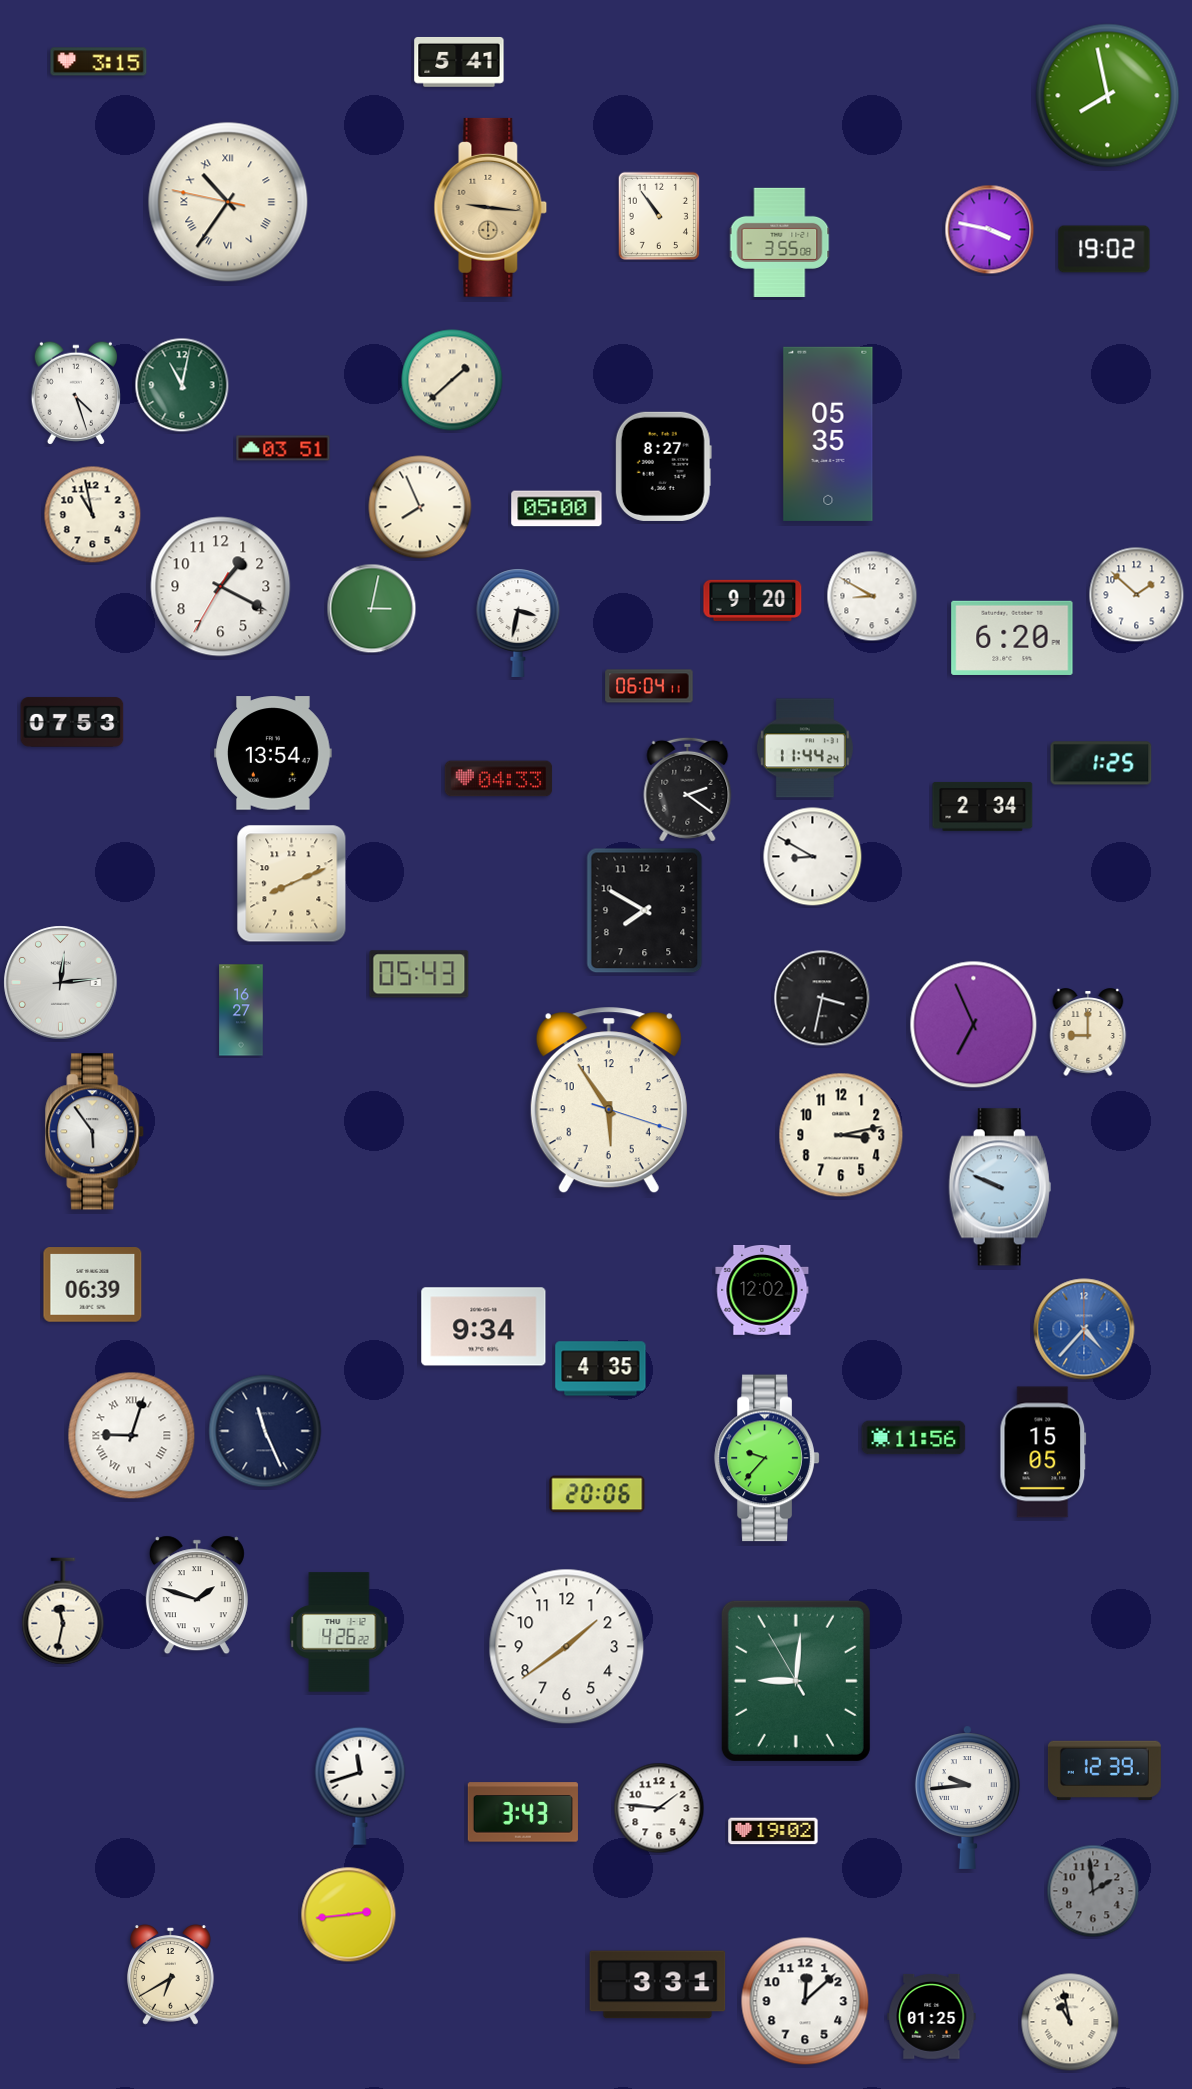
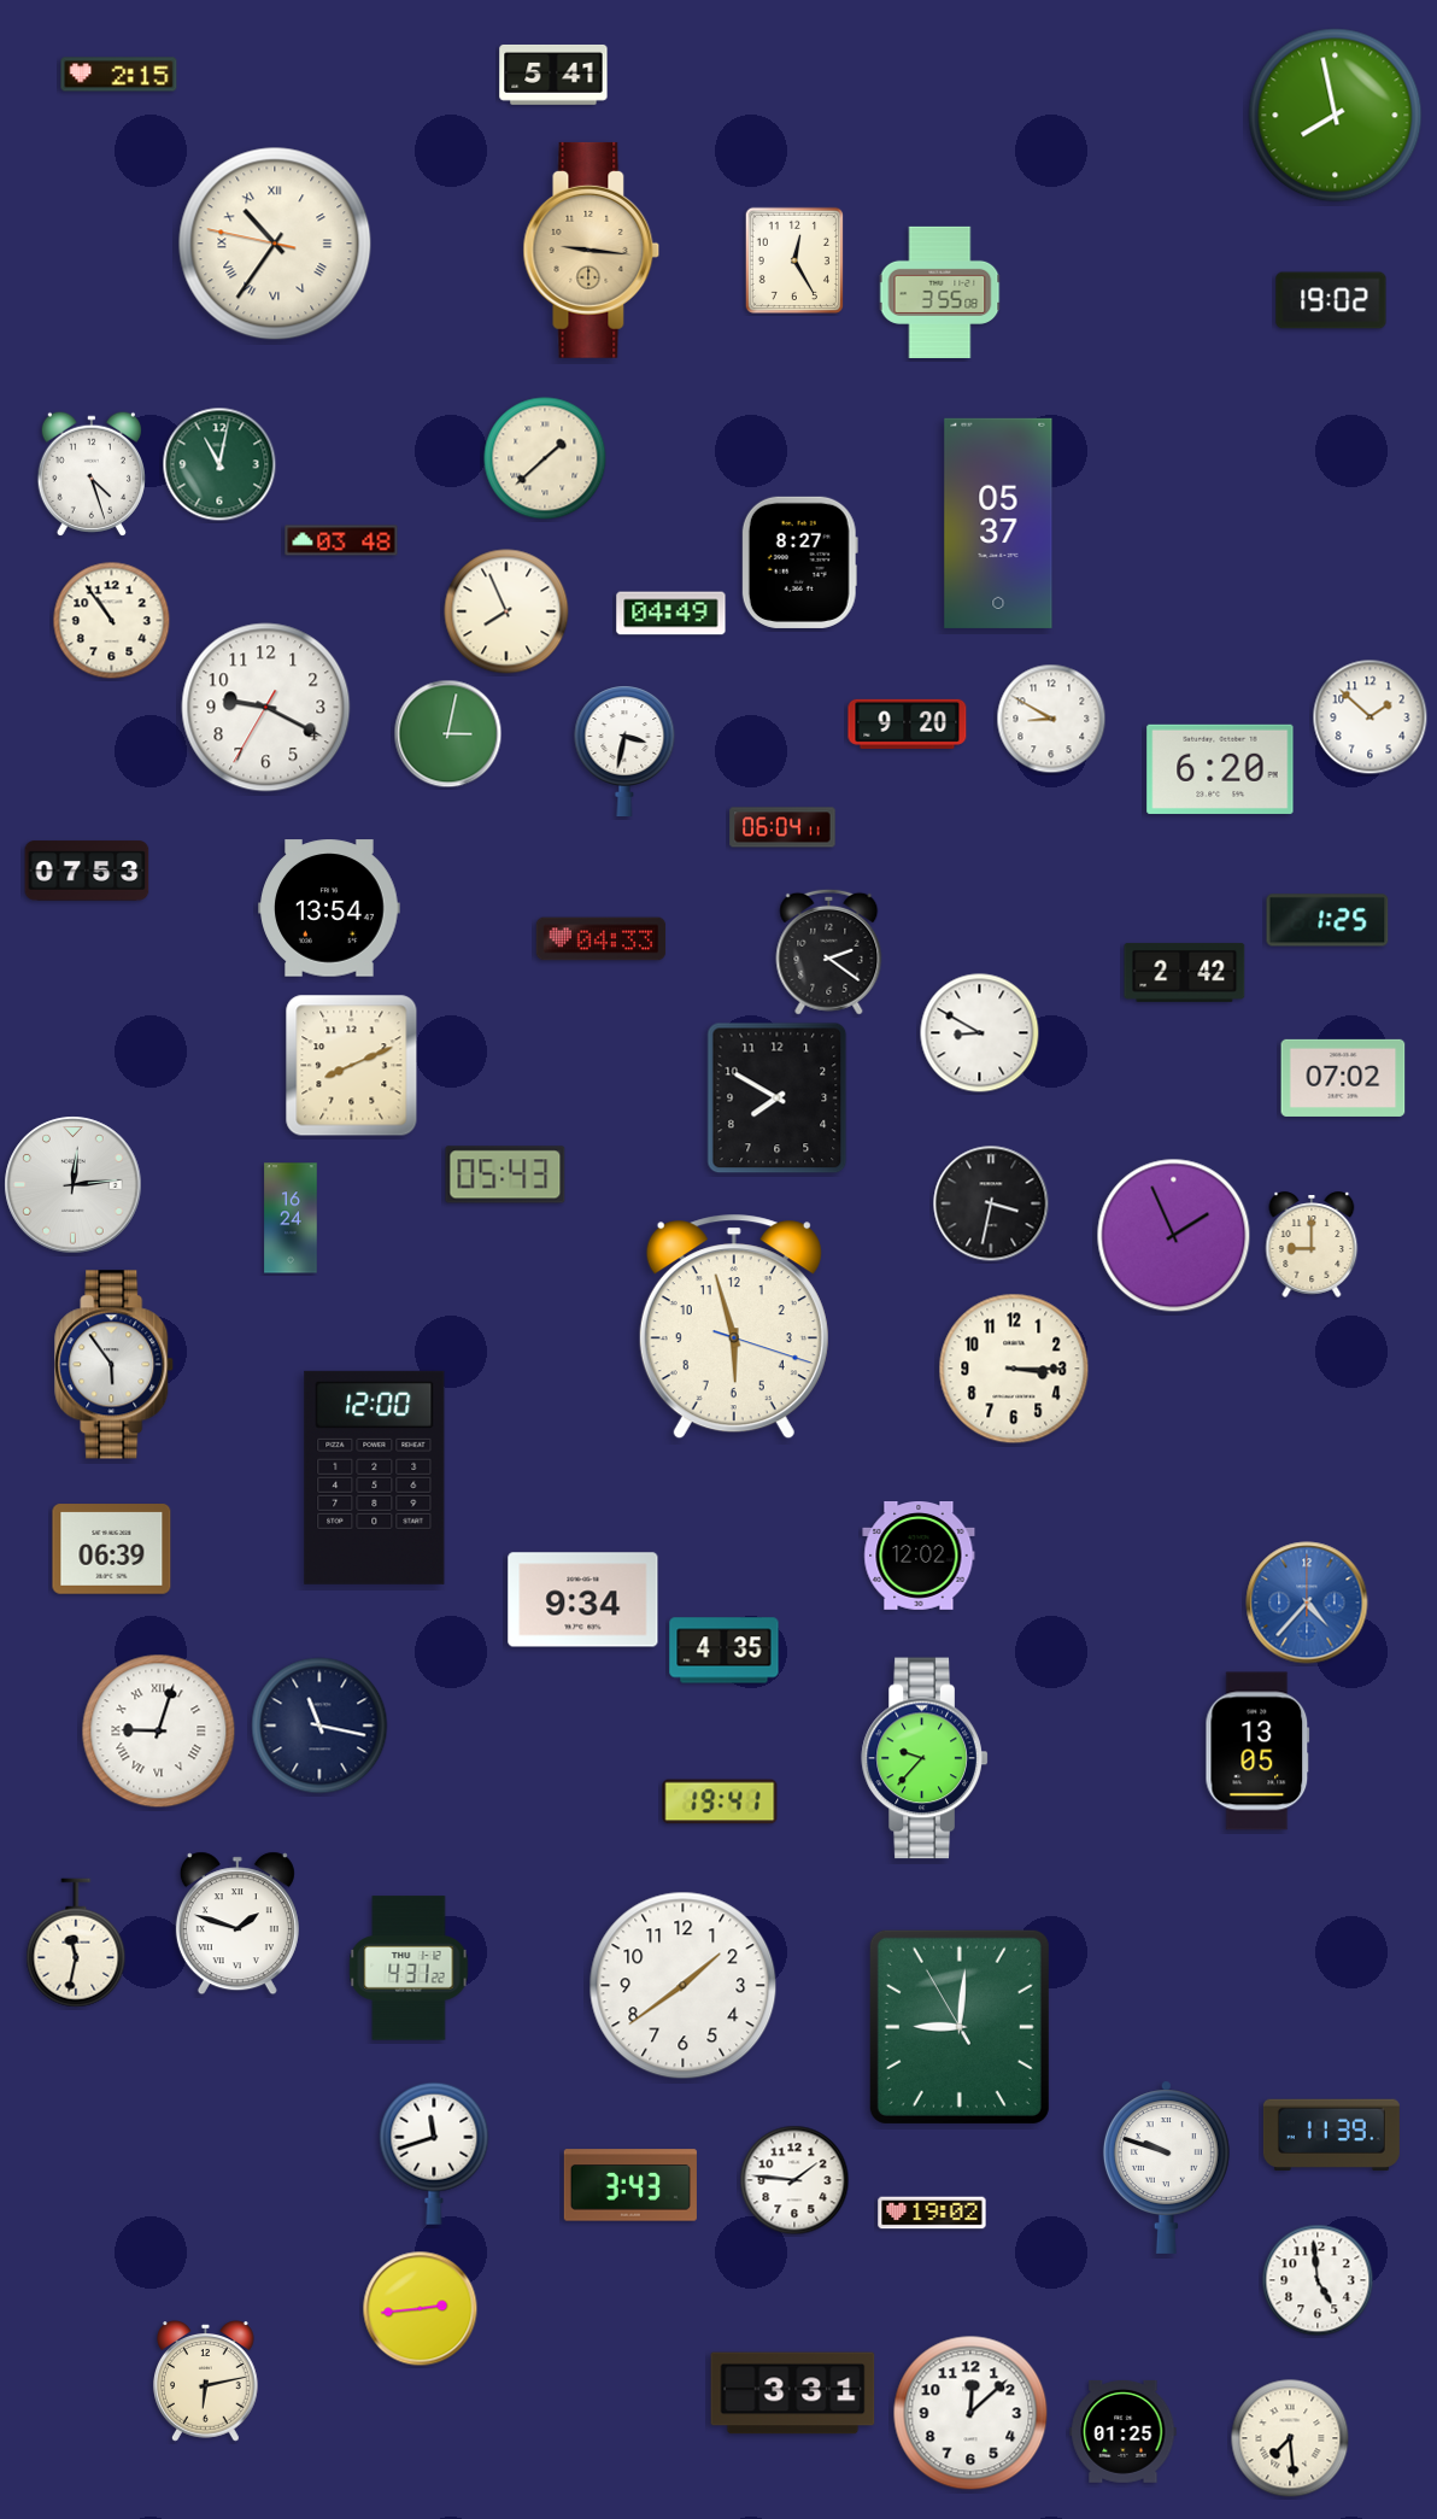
clock at (99, 62): 3:15 -> 2:15
clock at (658, 215): 10:54 -> 12:25
clock at (990, 230): 3:47 -> none
clock at (828, 434): 05:35 -> 05:37
clock at (283, 448): 03:51 -> 03:48
clock at (557, 509): 05:00 -> 04:49
clock at (93, 515): 10:58 -> 10:54
clock at (221, 587): 1:19 -> 9:19
clock at (805, 748): 11:44 -> none
clock at (983, 806): 2:34 -> 2:42
clock at (1343, 1078): none -> 07:02
clock at (241, 1010): 16:27 -> 16:24
clock at (974, 1025): 6:56 -> 1:56
clock at (609, 1100): 5:54 -> 5:57
clock at (841, 1135): 3:13 -> 3:15
clock at (1000, 1187): 9:49 -> none
clock at (375, 1477): none -> 12:00
clock at (265, 1431): 11:26 -> 11:17
clock at (914, 1438): 11:56 -> none
clock at (1043, 1452): 15:05 -> 13:05
clock at (597, 1494): 20:06 -> 19:41
clock at (339, 1632): 4:26 -> 4:31
clock at (1104, 1770): 12:39 -> 11:39
clock at (967, 1797): 9:44 -> 9:48
clock at (773, 1831) position: (773, 1831) -> (932, 2213)
clock at (1093, 1891): 1:59 -> 4:59
clock at (1093, 1891) dial: grey -> white
clock at (171, 1975): 6:40 -> 6:13
clock at (1070, 2022): 10:58 -> 7:29
